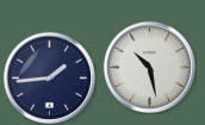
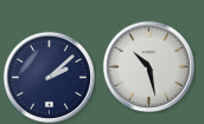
clock at (49, 77): 1:44 -> 2:08
